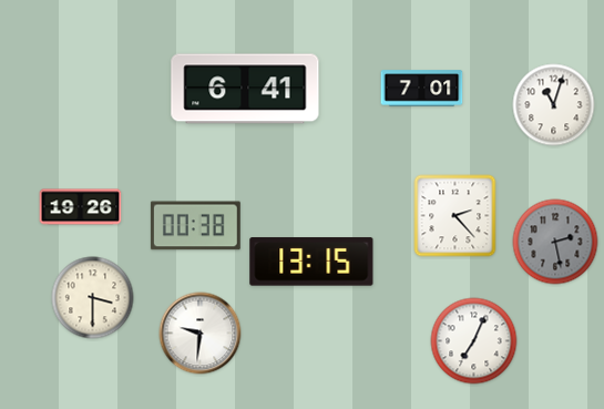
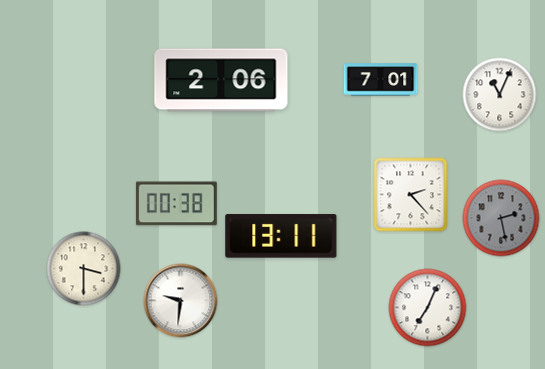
clock at (245, 89): 6:41 -> 2:06
clock at (554, 105): 11:03 -> 11:04
clock at (81, 207): 19:26 -> none
clock at (311, 262): 13:15 -> 13:11
